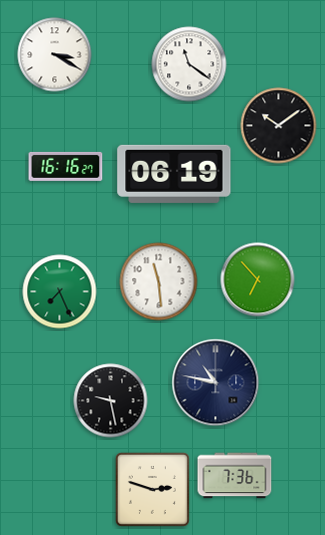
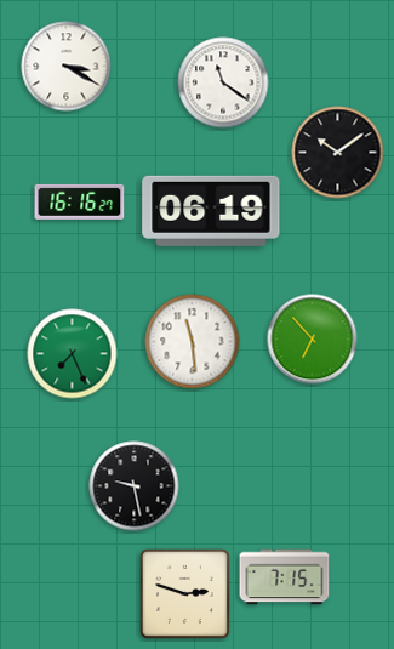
clock at (189, 64) position: (189, 64) -> (223, 82)
clock at (216, 383): 10:47 -> none
clock at (235, 476): 7:36 -> 7:15
